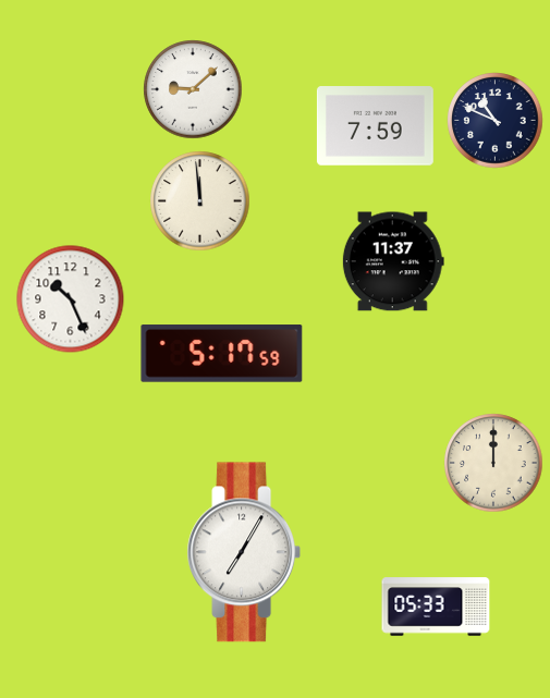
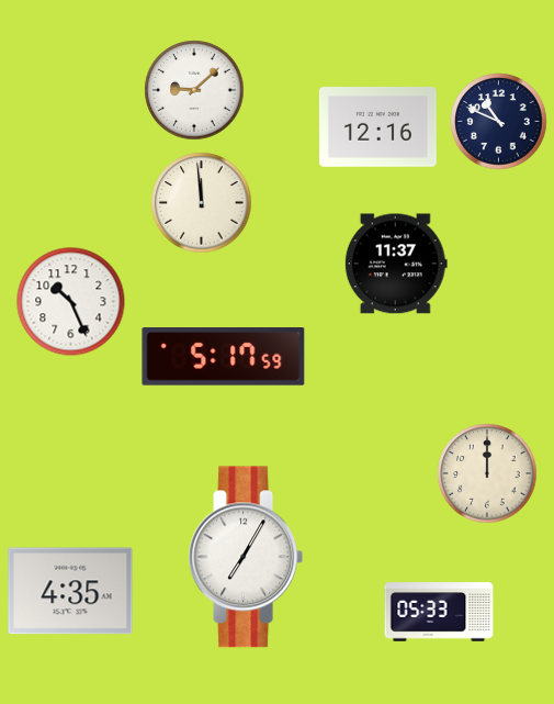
clock at (375, 126): 7:59 -> 12:16
clock at (493, 463) position: (493, 463) -> (487, 473)
clock at (70, 591): none -> 4:35
